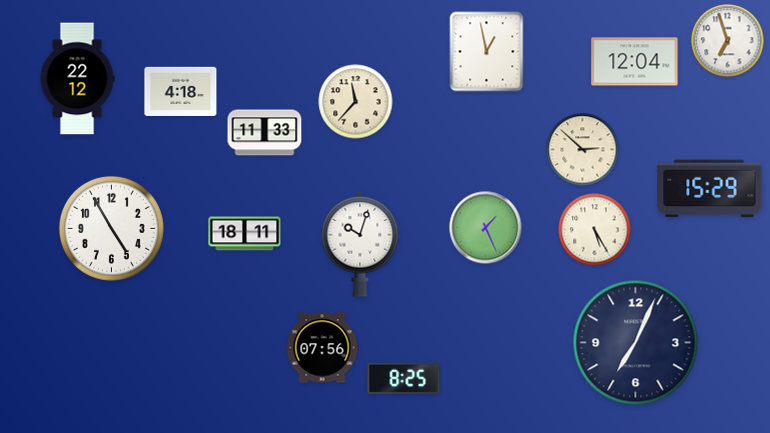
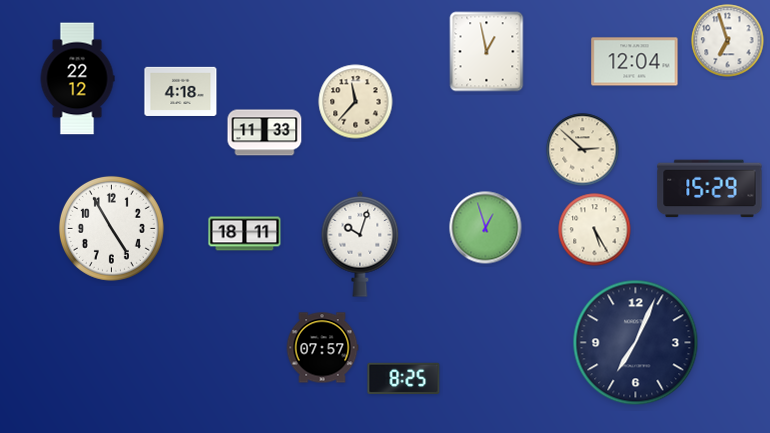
clock at (486, 228): 1:26 -> 12:57
clock at (322, 348): 07:56 -> 07:57
